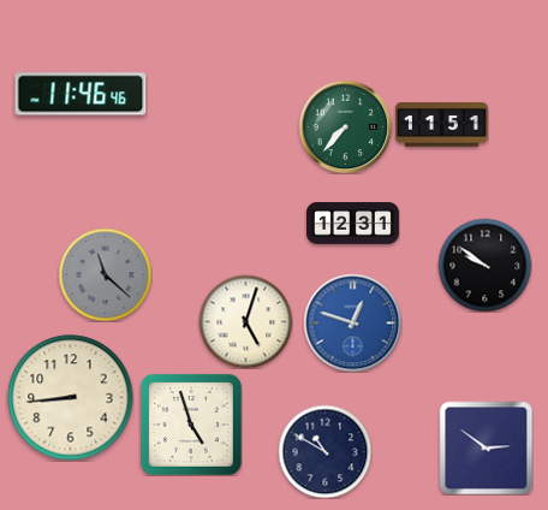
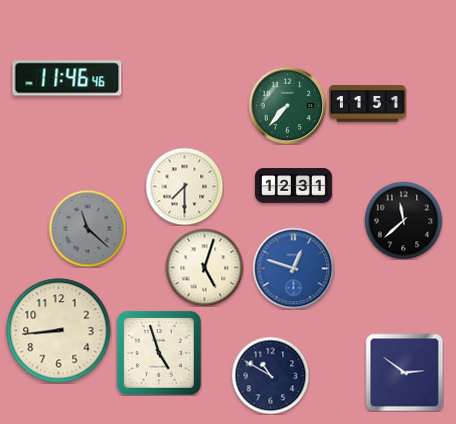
clock at (184, 186): none -> 7:30
clock at (484, 265): 9:51 -> 11:38
